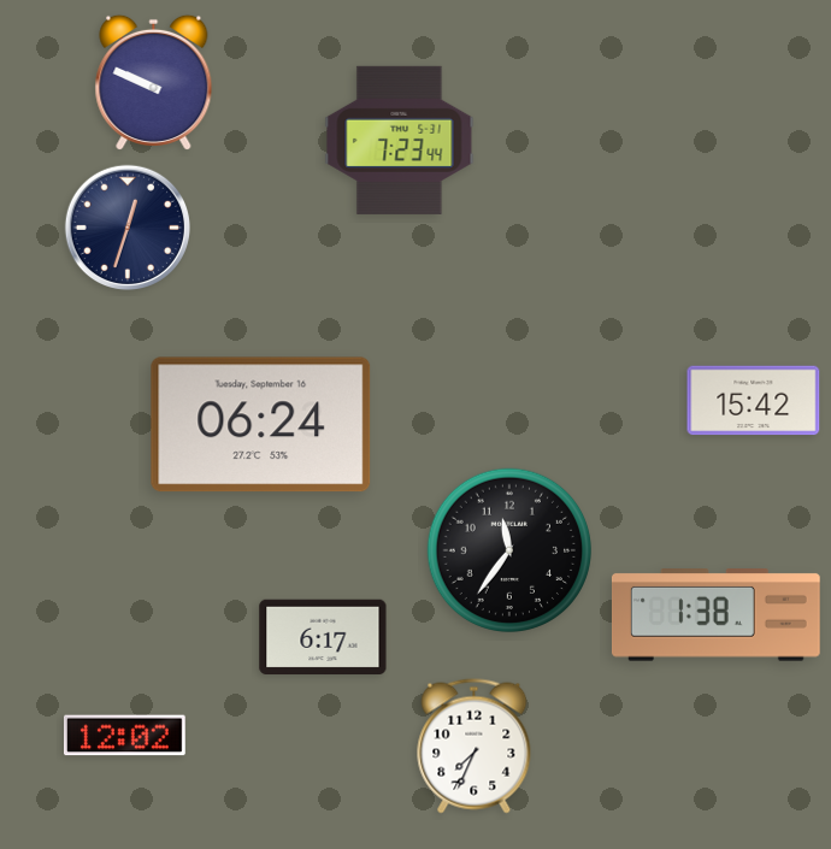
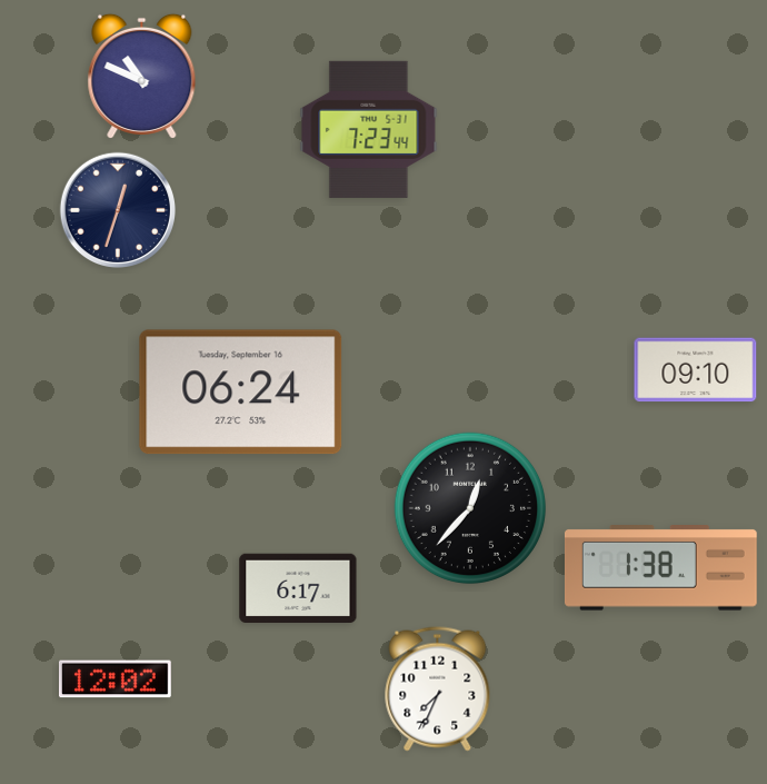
clock at (154, 82): 9:49 -> 10:49
clock at (754, 401): 15:42 -> 09:10
clock at (508, 549): 11:36 -> 12:37
